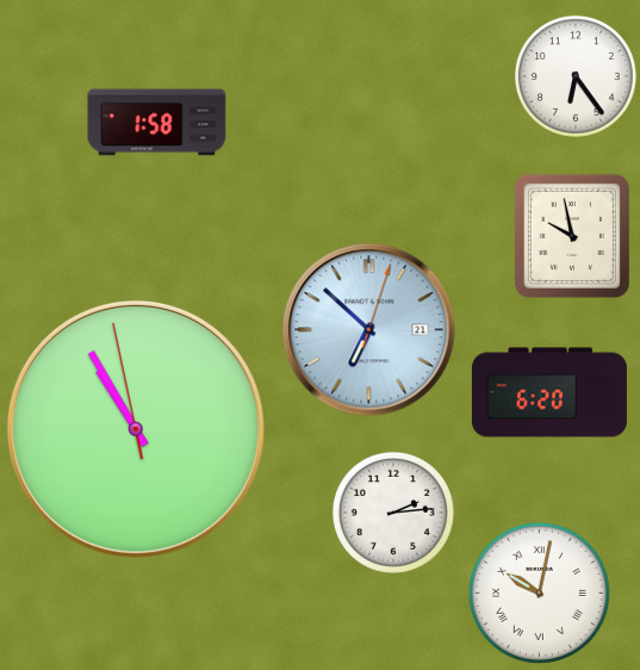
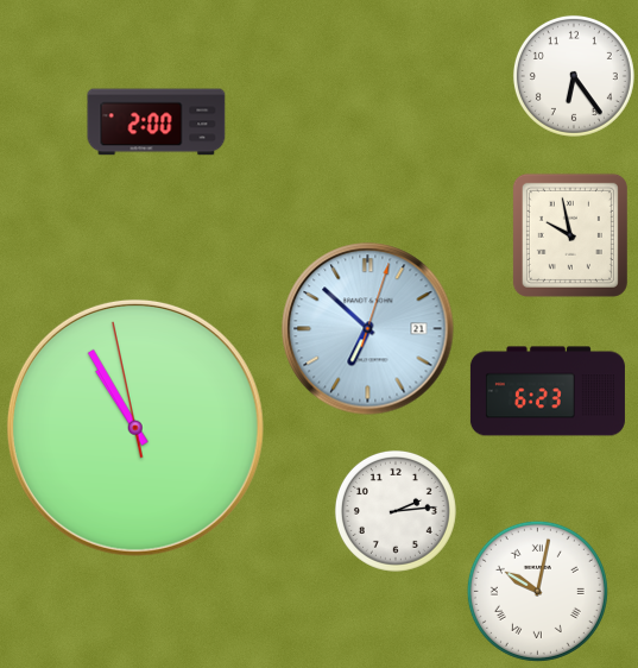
clock at (157, 123): 1:58 -> 2:00
clock at (549, 392): 6:20 -> 6:23
clock at (393, 513) position: (393, 513) -> (396, 511)
